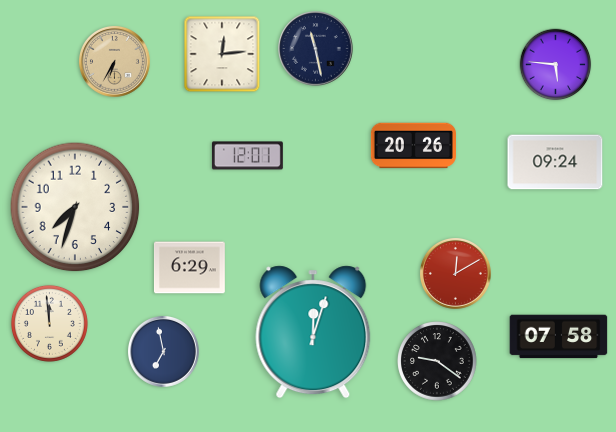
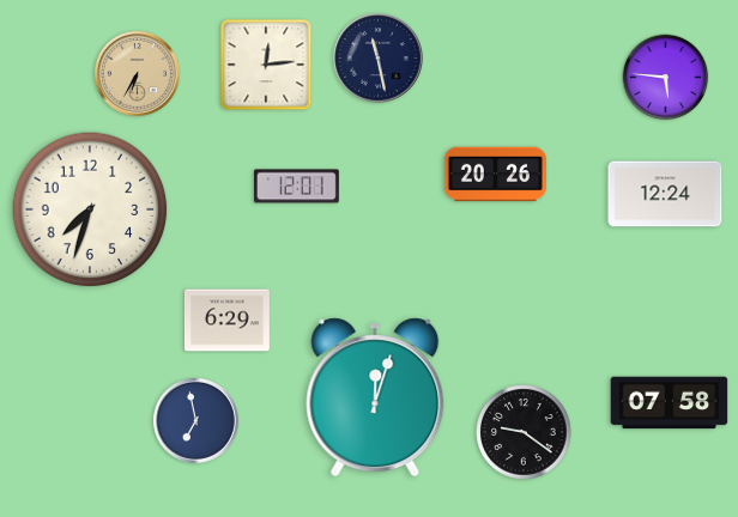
clock at (555, 162): 09:24 -> 12:24
clock at (75, 207) position: (75, 207) -> (90, 209)
clock at (455, 273): 12:10 -> none
clock at (49, 323): 11:59 -> none
